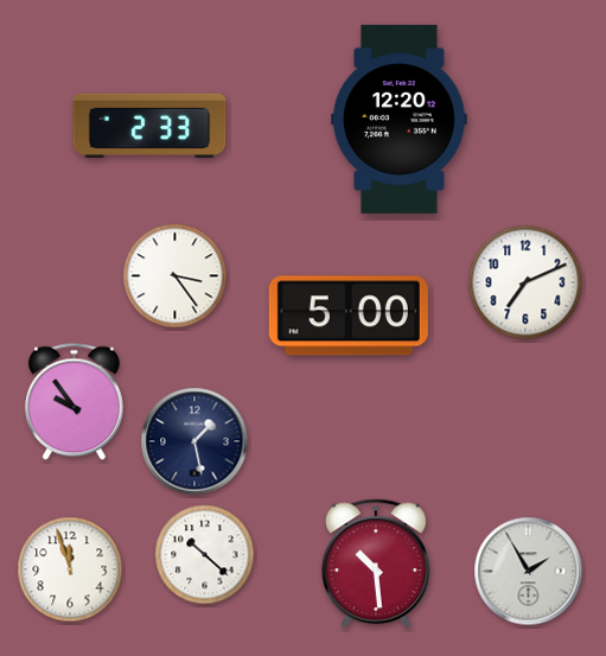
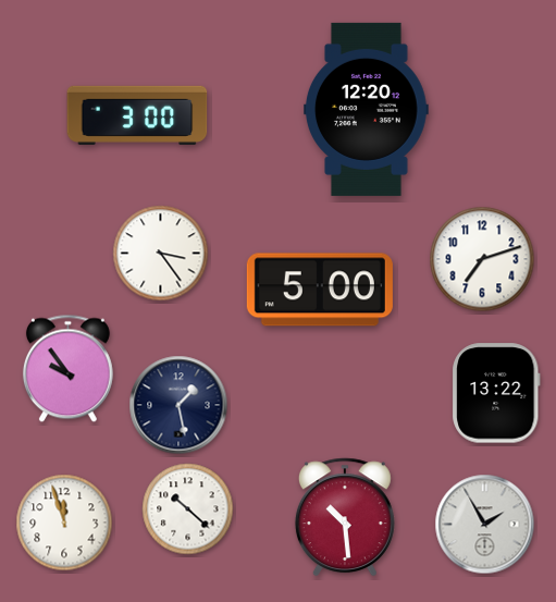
clock at (149, 126): 2:33 -> 3:00
clock at (525, 282): 7:11 -> 7:12
clock at (497, 393): none -> 13:22
